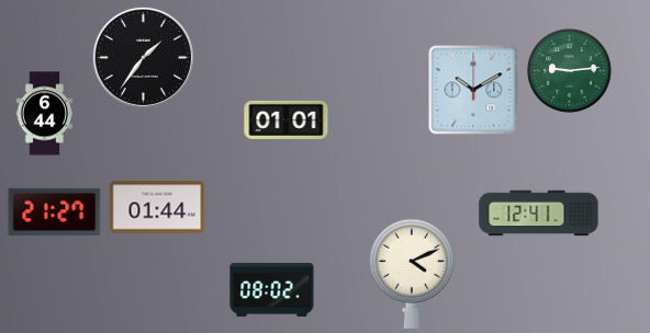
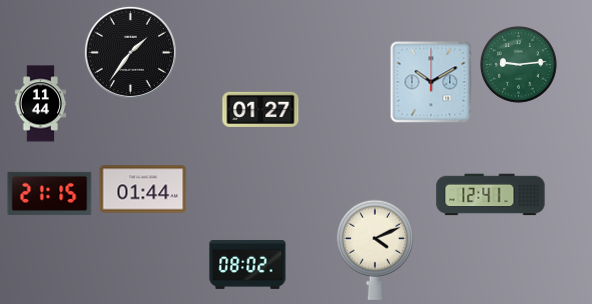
clock at (45, 114): 6:44 -> 11:44
clock at (287, 119): 01:01 -> 01:27
clock at (55, 211): 21:27 -> 21:15
